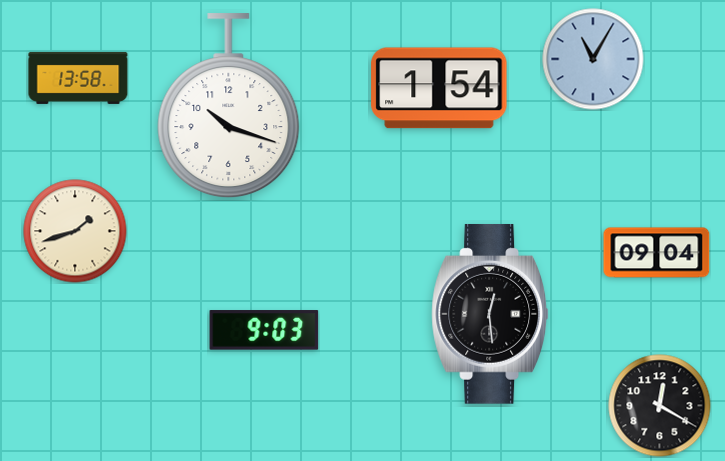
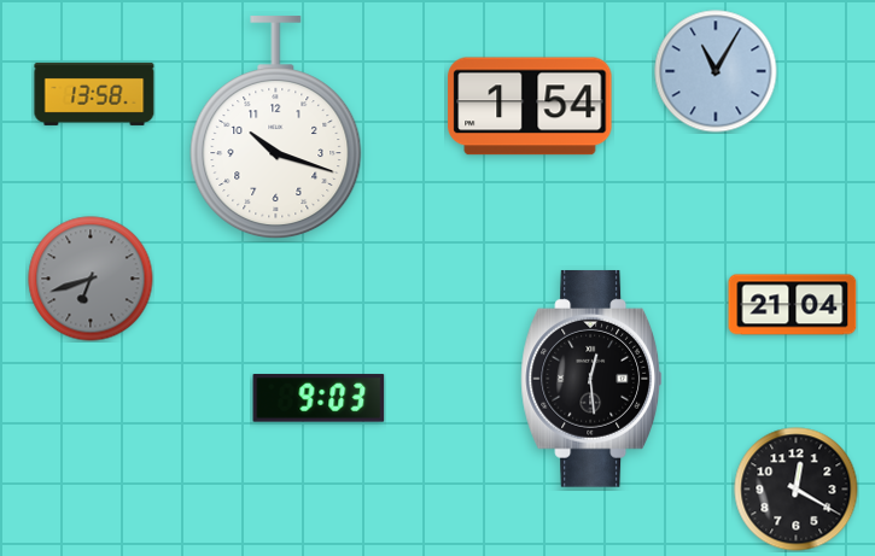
clock at (75, 231): 1:42 -> 6:42
clock at (75, 231) dial: cream -> grey
clock at (657, 253): 09:04 -> 21:04
